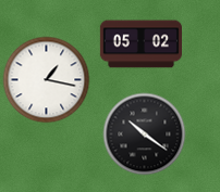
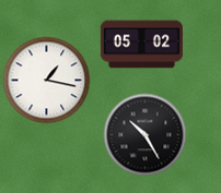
clock at (145, 135): 10:21 -> 10:25
